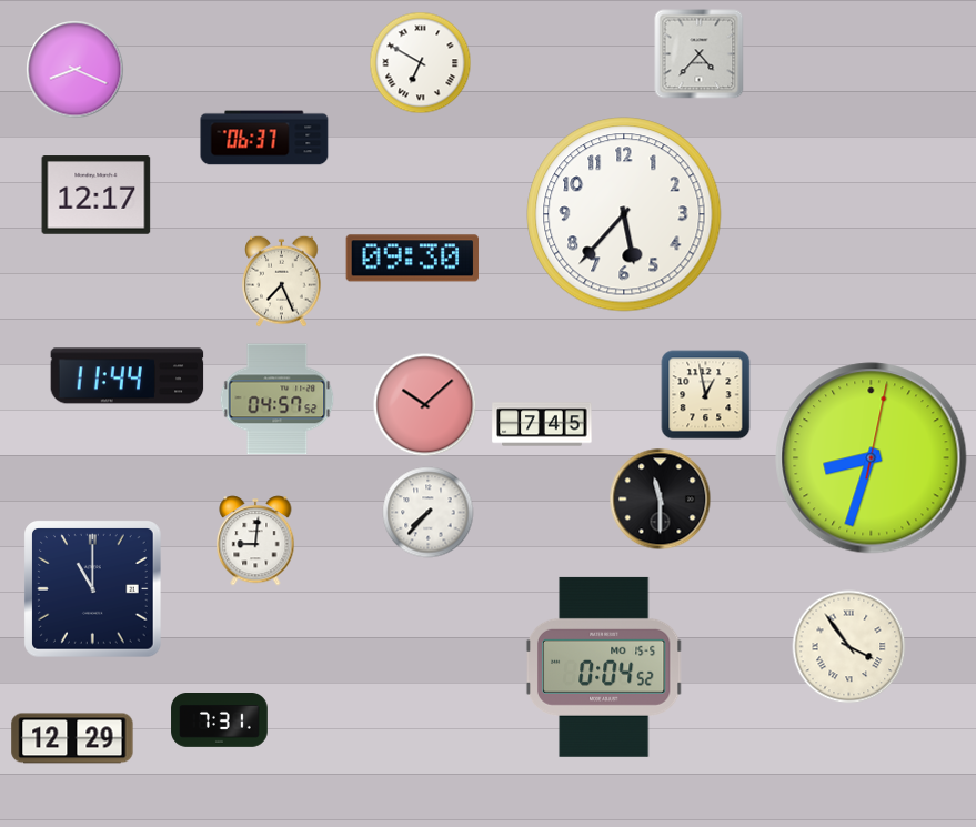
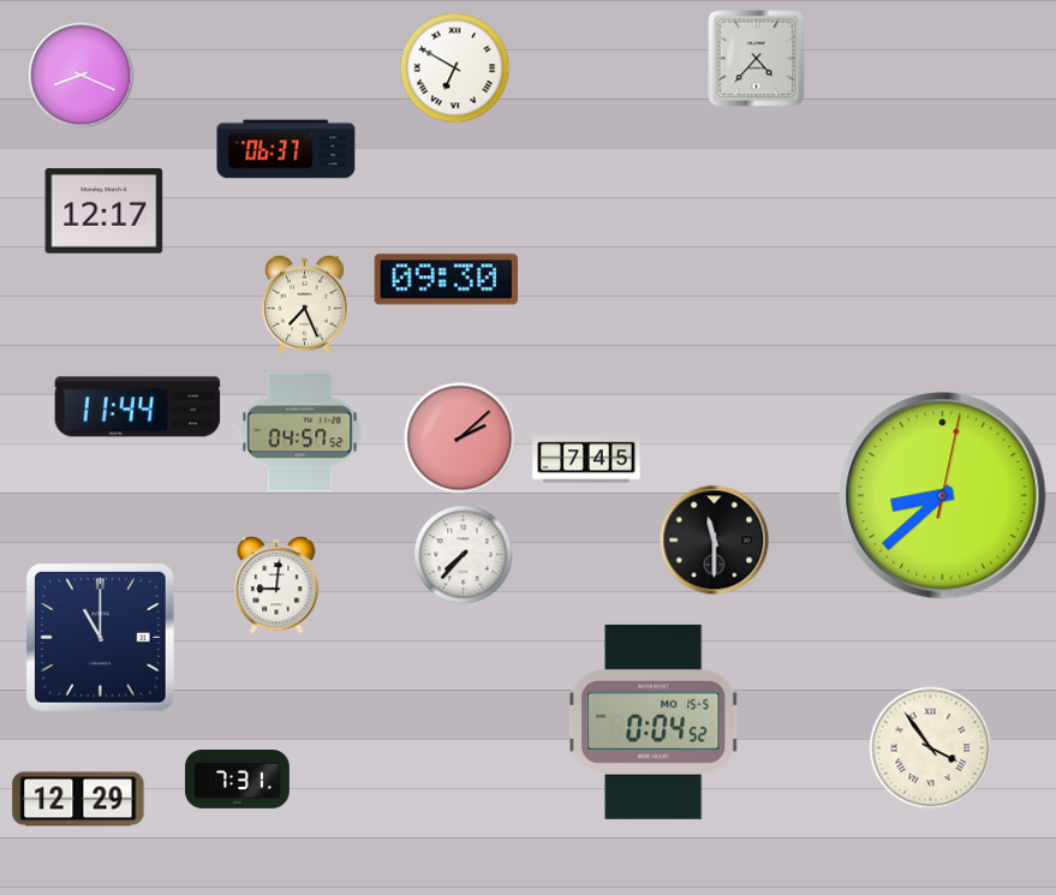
clock at (624, 214): 5:37 -> none
clock at (706, 395): 12:58 -> none
clock at (425, 405): 10:08 -> 2:08
clock at (872, 458): 8:33 -> 8:38
clock at (849, 647) position: (849, 647) -> (931, 748)
